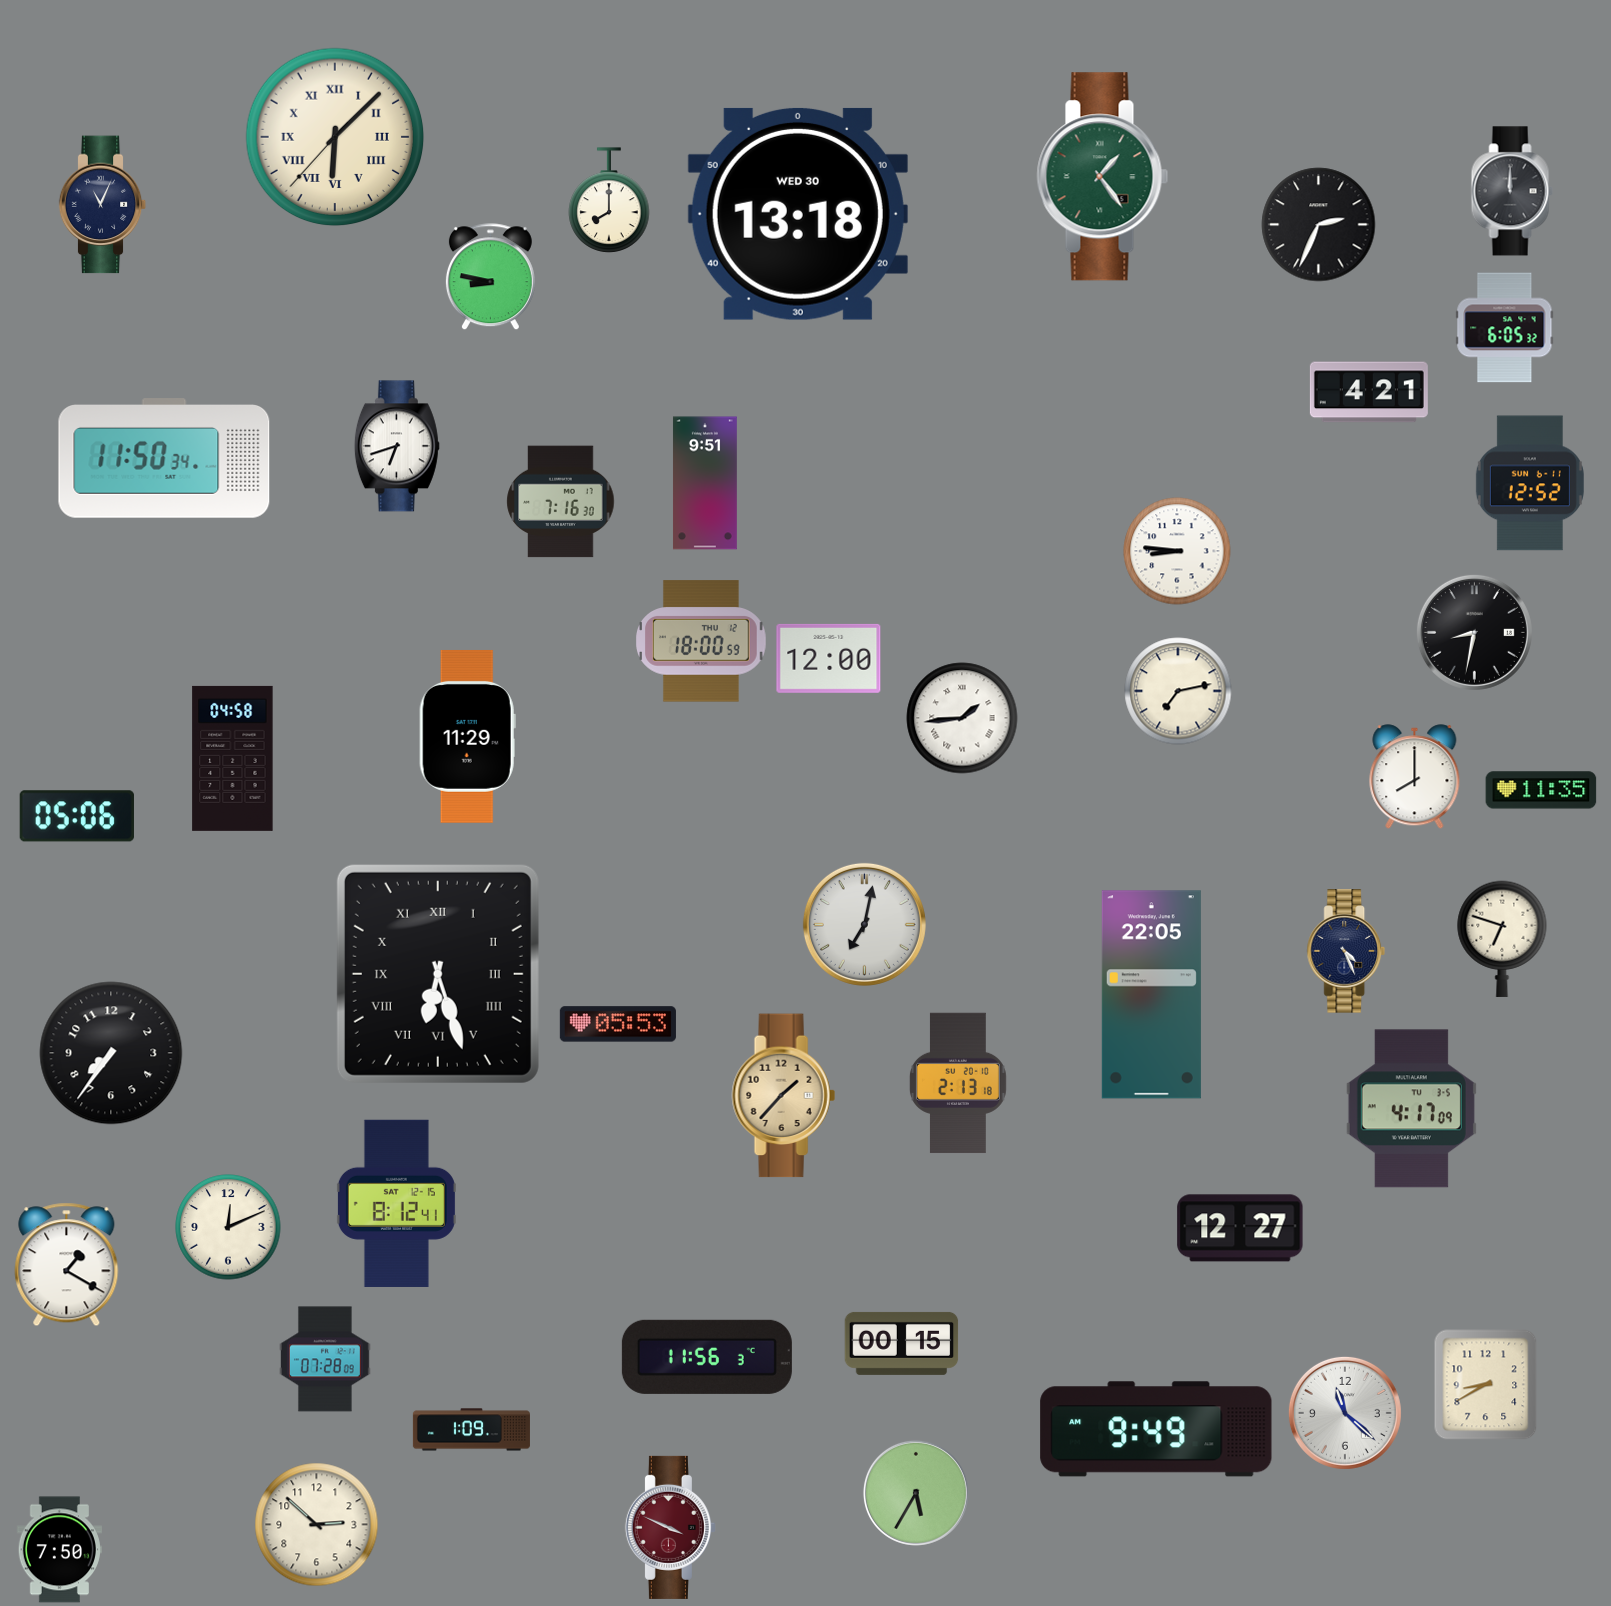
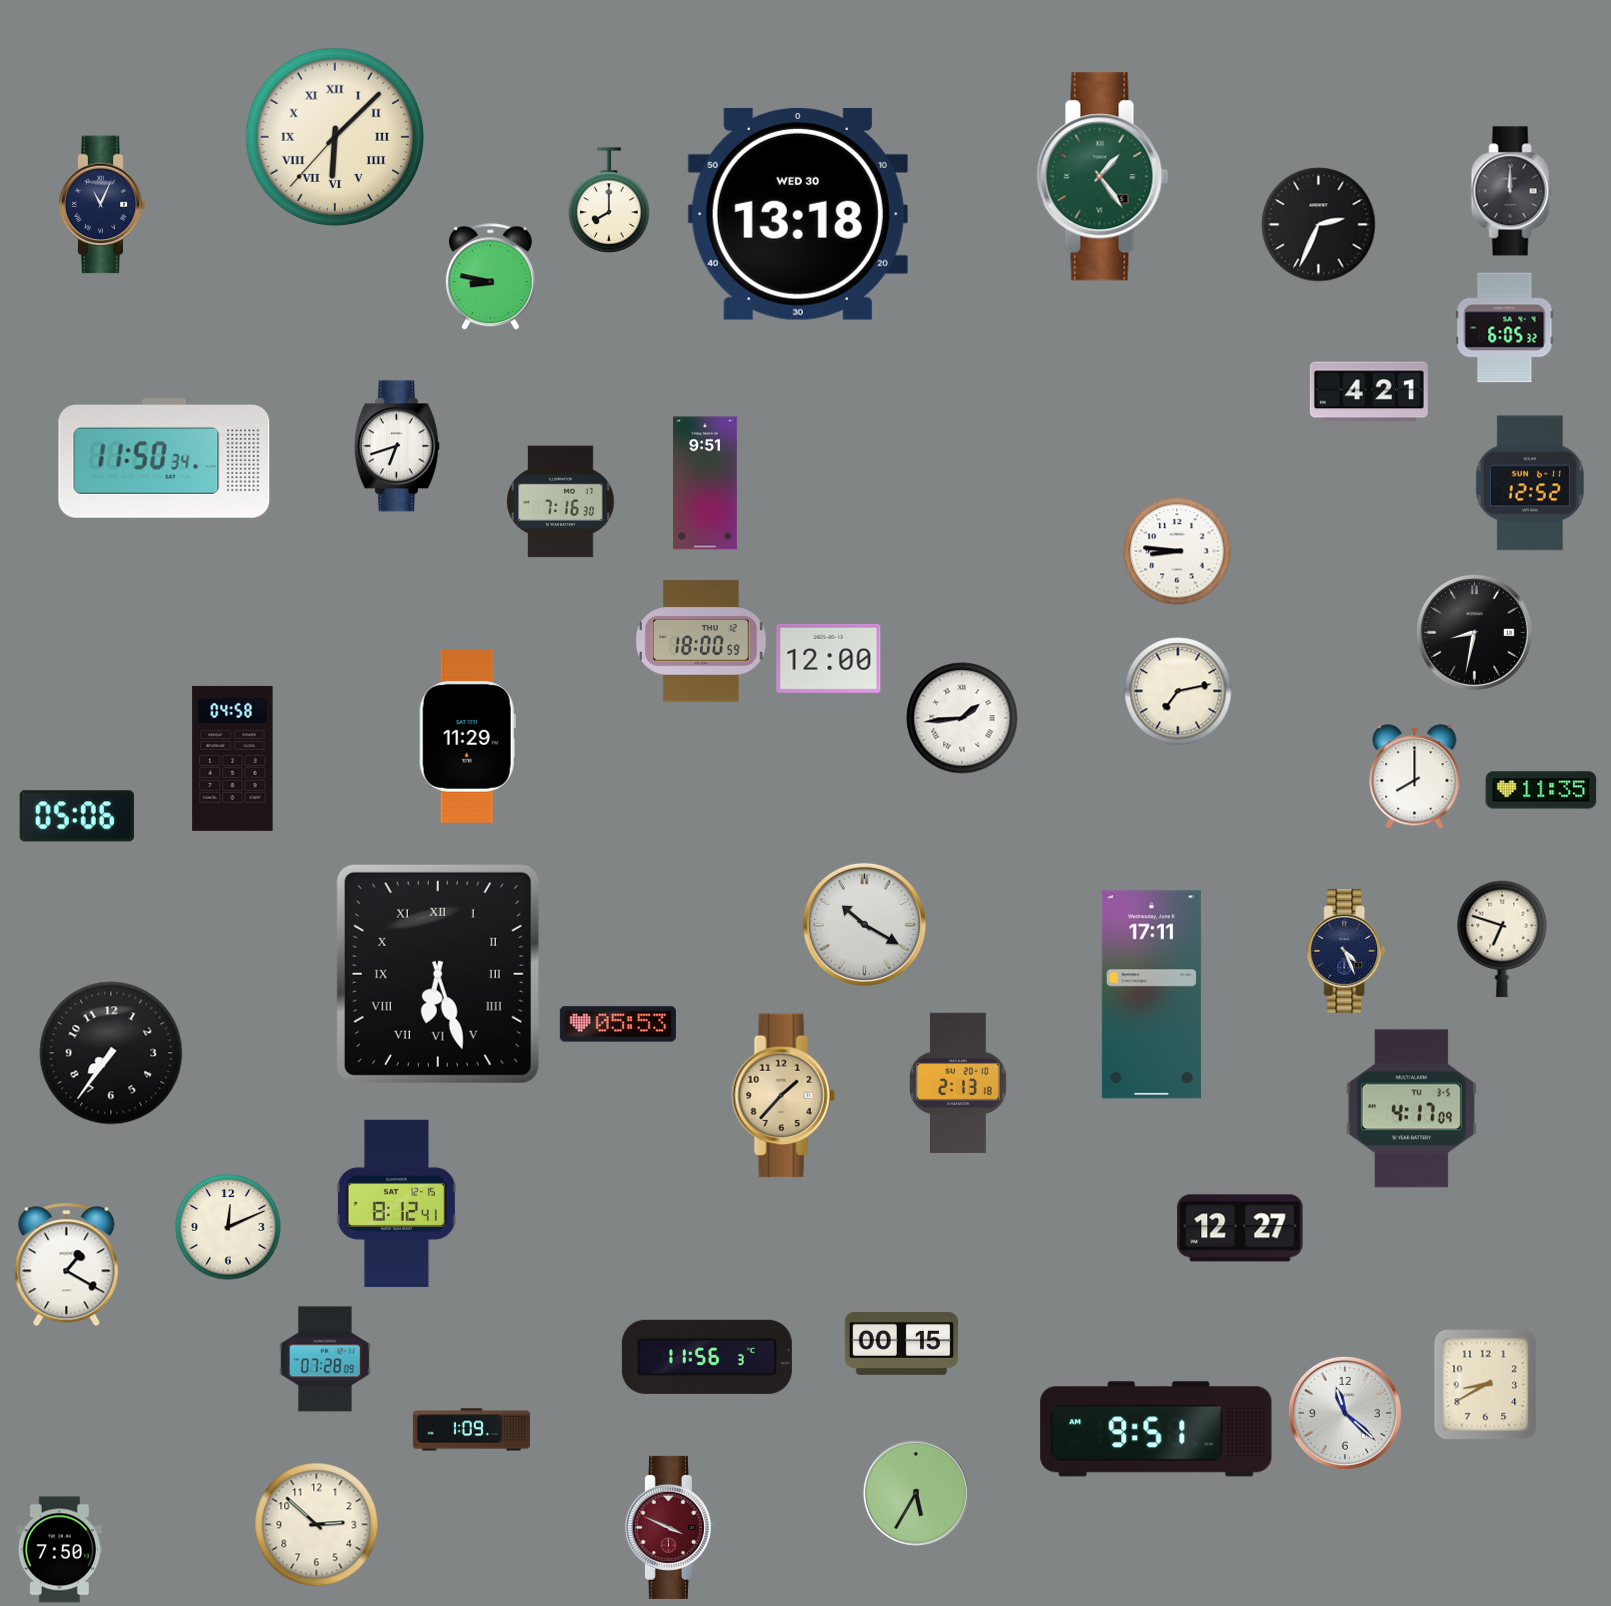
clock at (864, 924): 7:02 -> 10:20
clock at (1151, 995): 22:05 -> 17:11
clock at (1156, 1429): 9:49 -> 9:51
